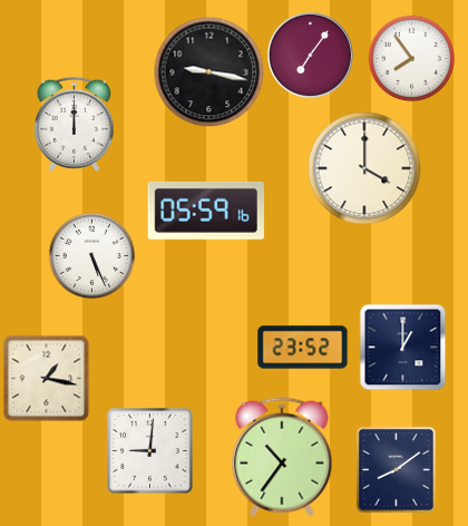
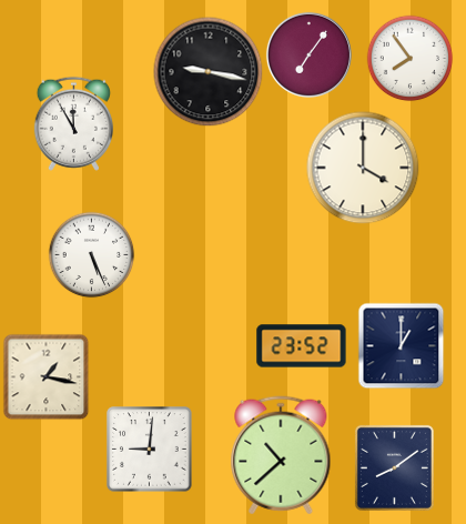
clock at (74, 124): 12:00 -> 11:55
clock at (205, 211): 05:59 -> none
clock at (282, 457): 10:36 -> 10:38
